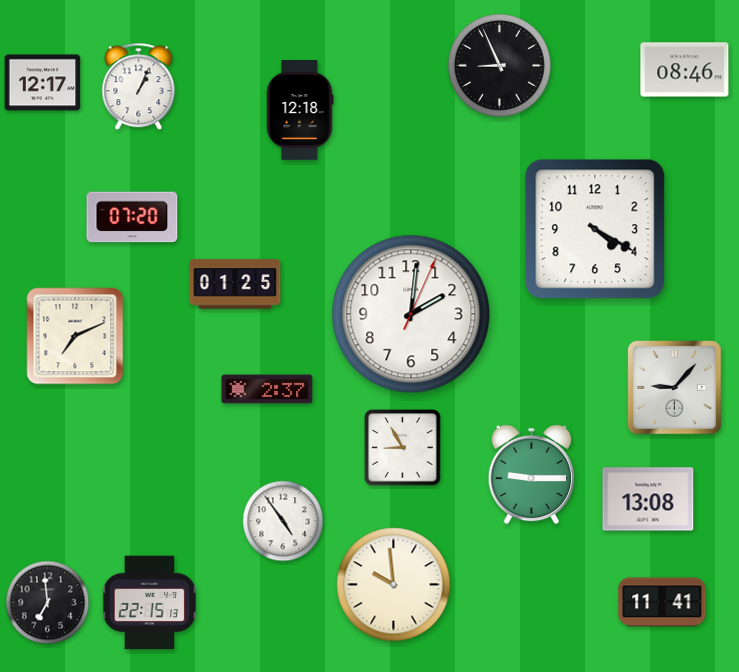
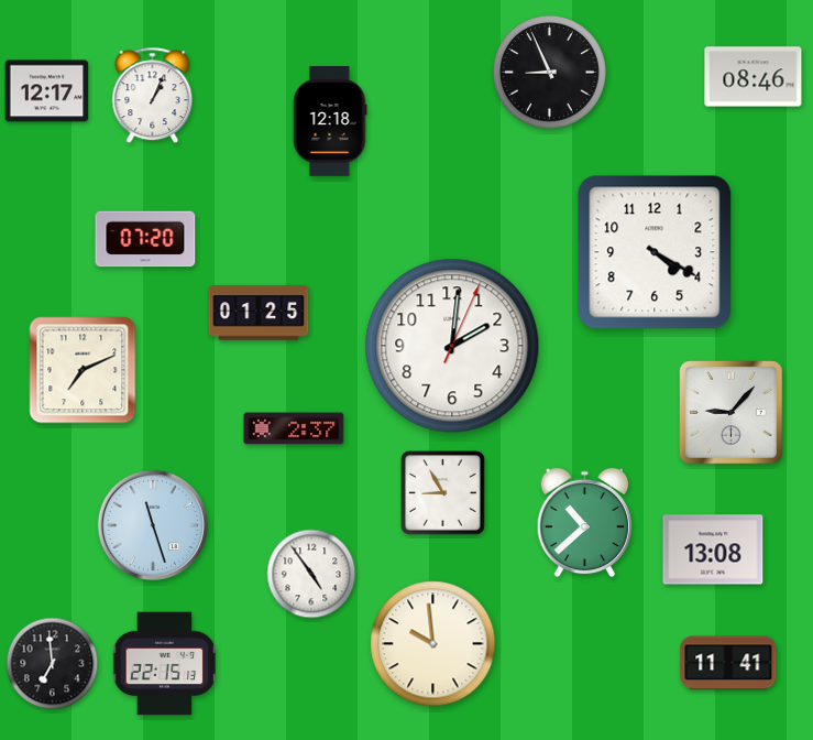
clock at (675, 388) position: (675, 388) -> (732, 413)
clock at (532, 475): 9:15 -> 10:38
clock at (152, 524): none -> 11:27
